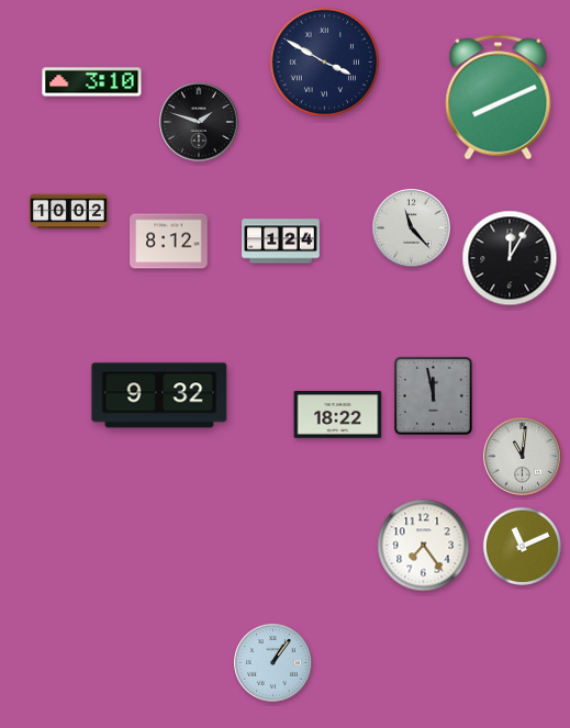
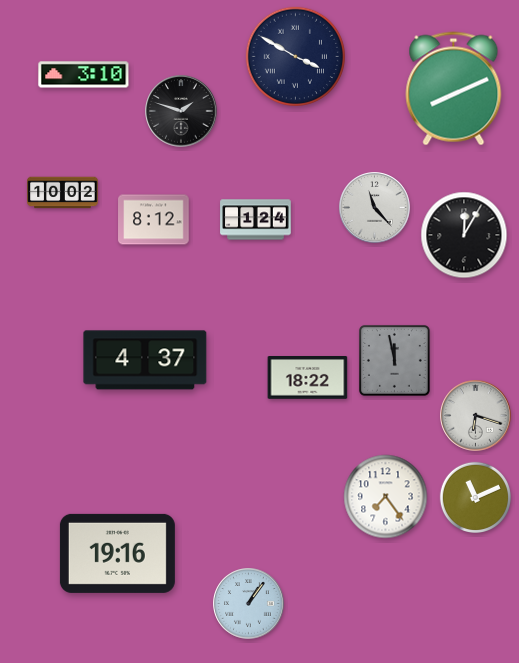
clock at (159, 395): 9:32 -> 4:37
clock at (523, 457): 11:01 -> 6:18
clock at (117, 553): none -> 19:16
